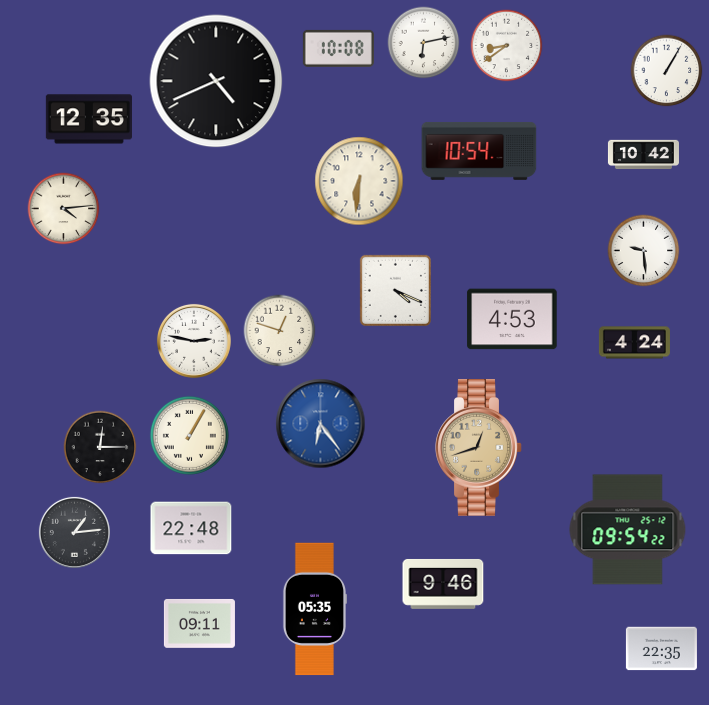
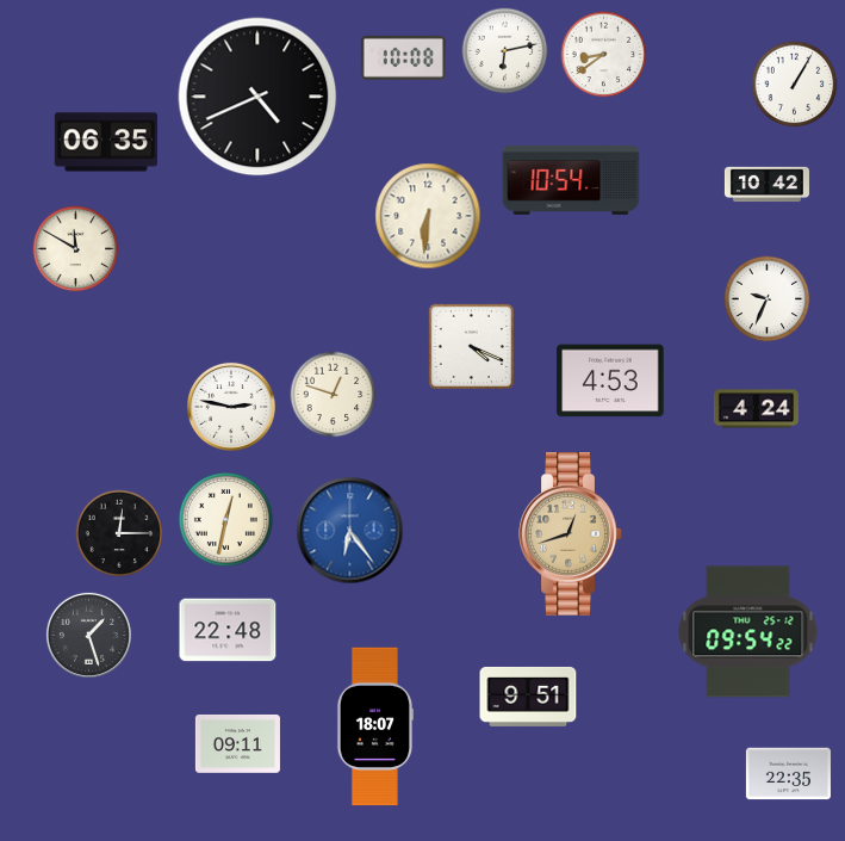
clock at (89, 119): 12:35 -> 06:35
clock at (64, 209): 4:14 -> 11:50
clock at (644, 251): 9:29 -> 9:34
clock at (321, 424) position: (321, 424) -> (350, 531)
clock at (189, 435): 1:05 -> 12:32
clock at (74, 532): 1:14 -> 1:27
clock at (443, 584): 9:46 -> 9:51
clock at (314, 609): 05:35 -> 18:07
